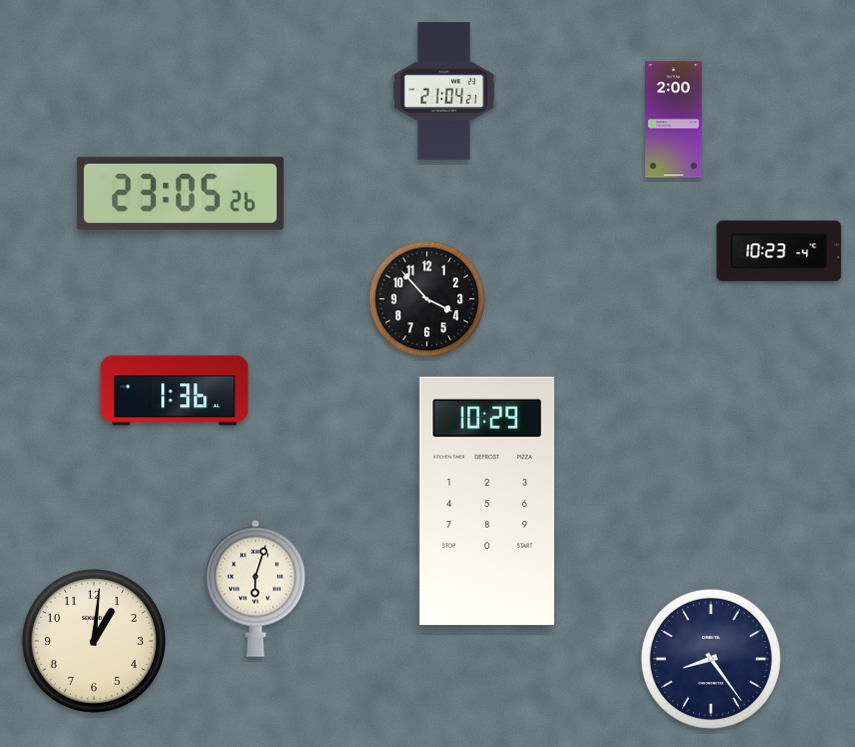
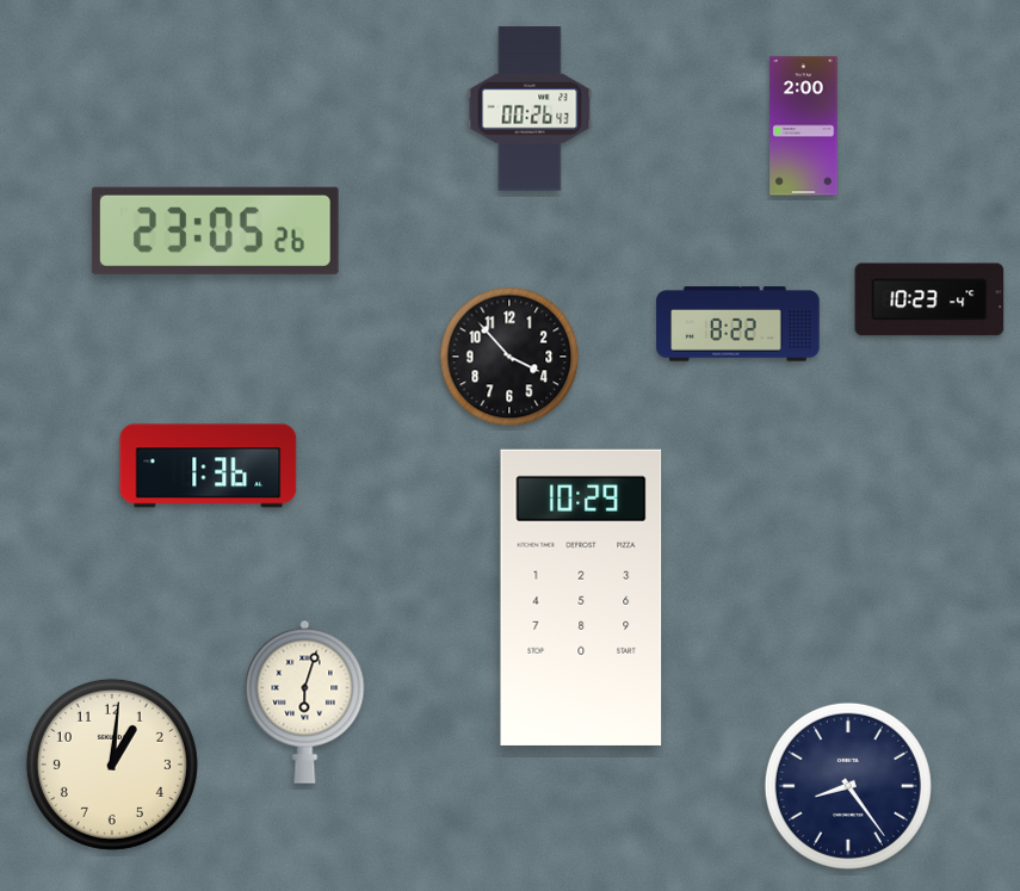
clock at (444, 91): 21:04 -> 00:26
clock at (674, 120) position: (674, 120) -> (804, 126)
clock at (738, 324): none -> 8:22
